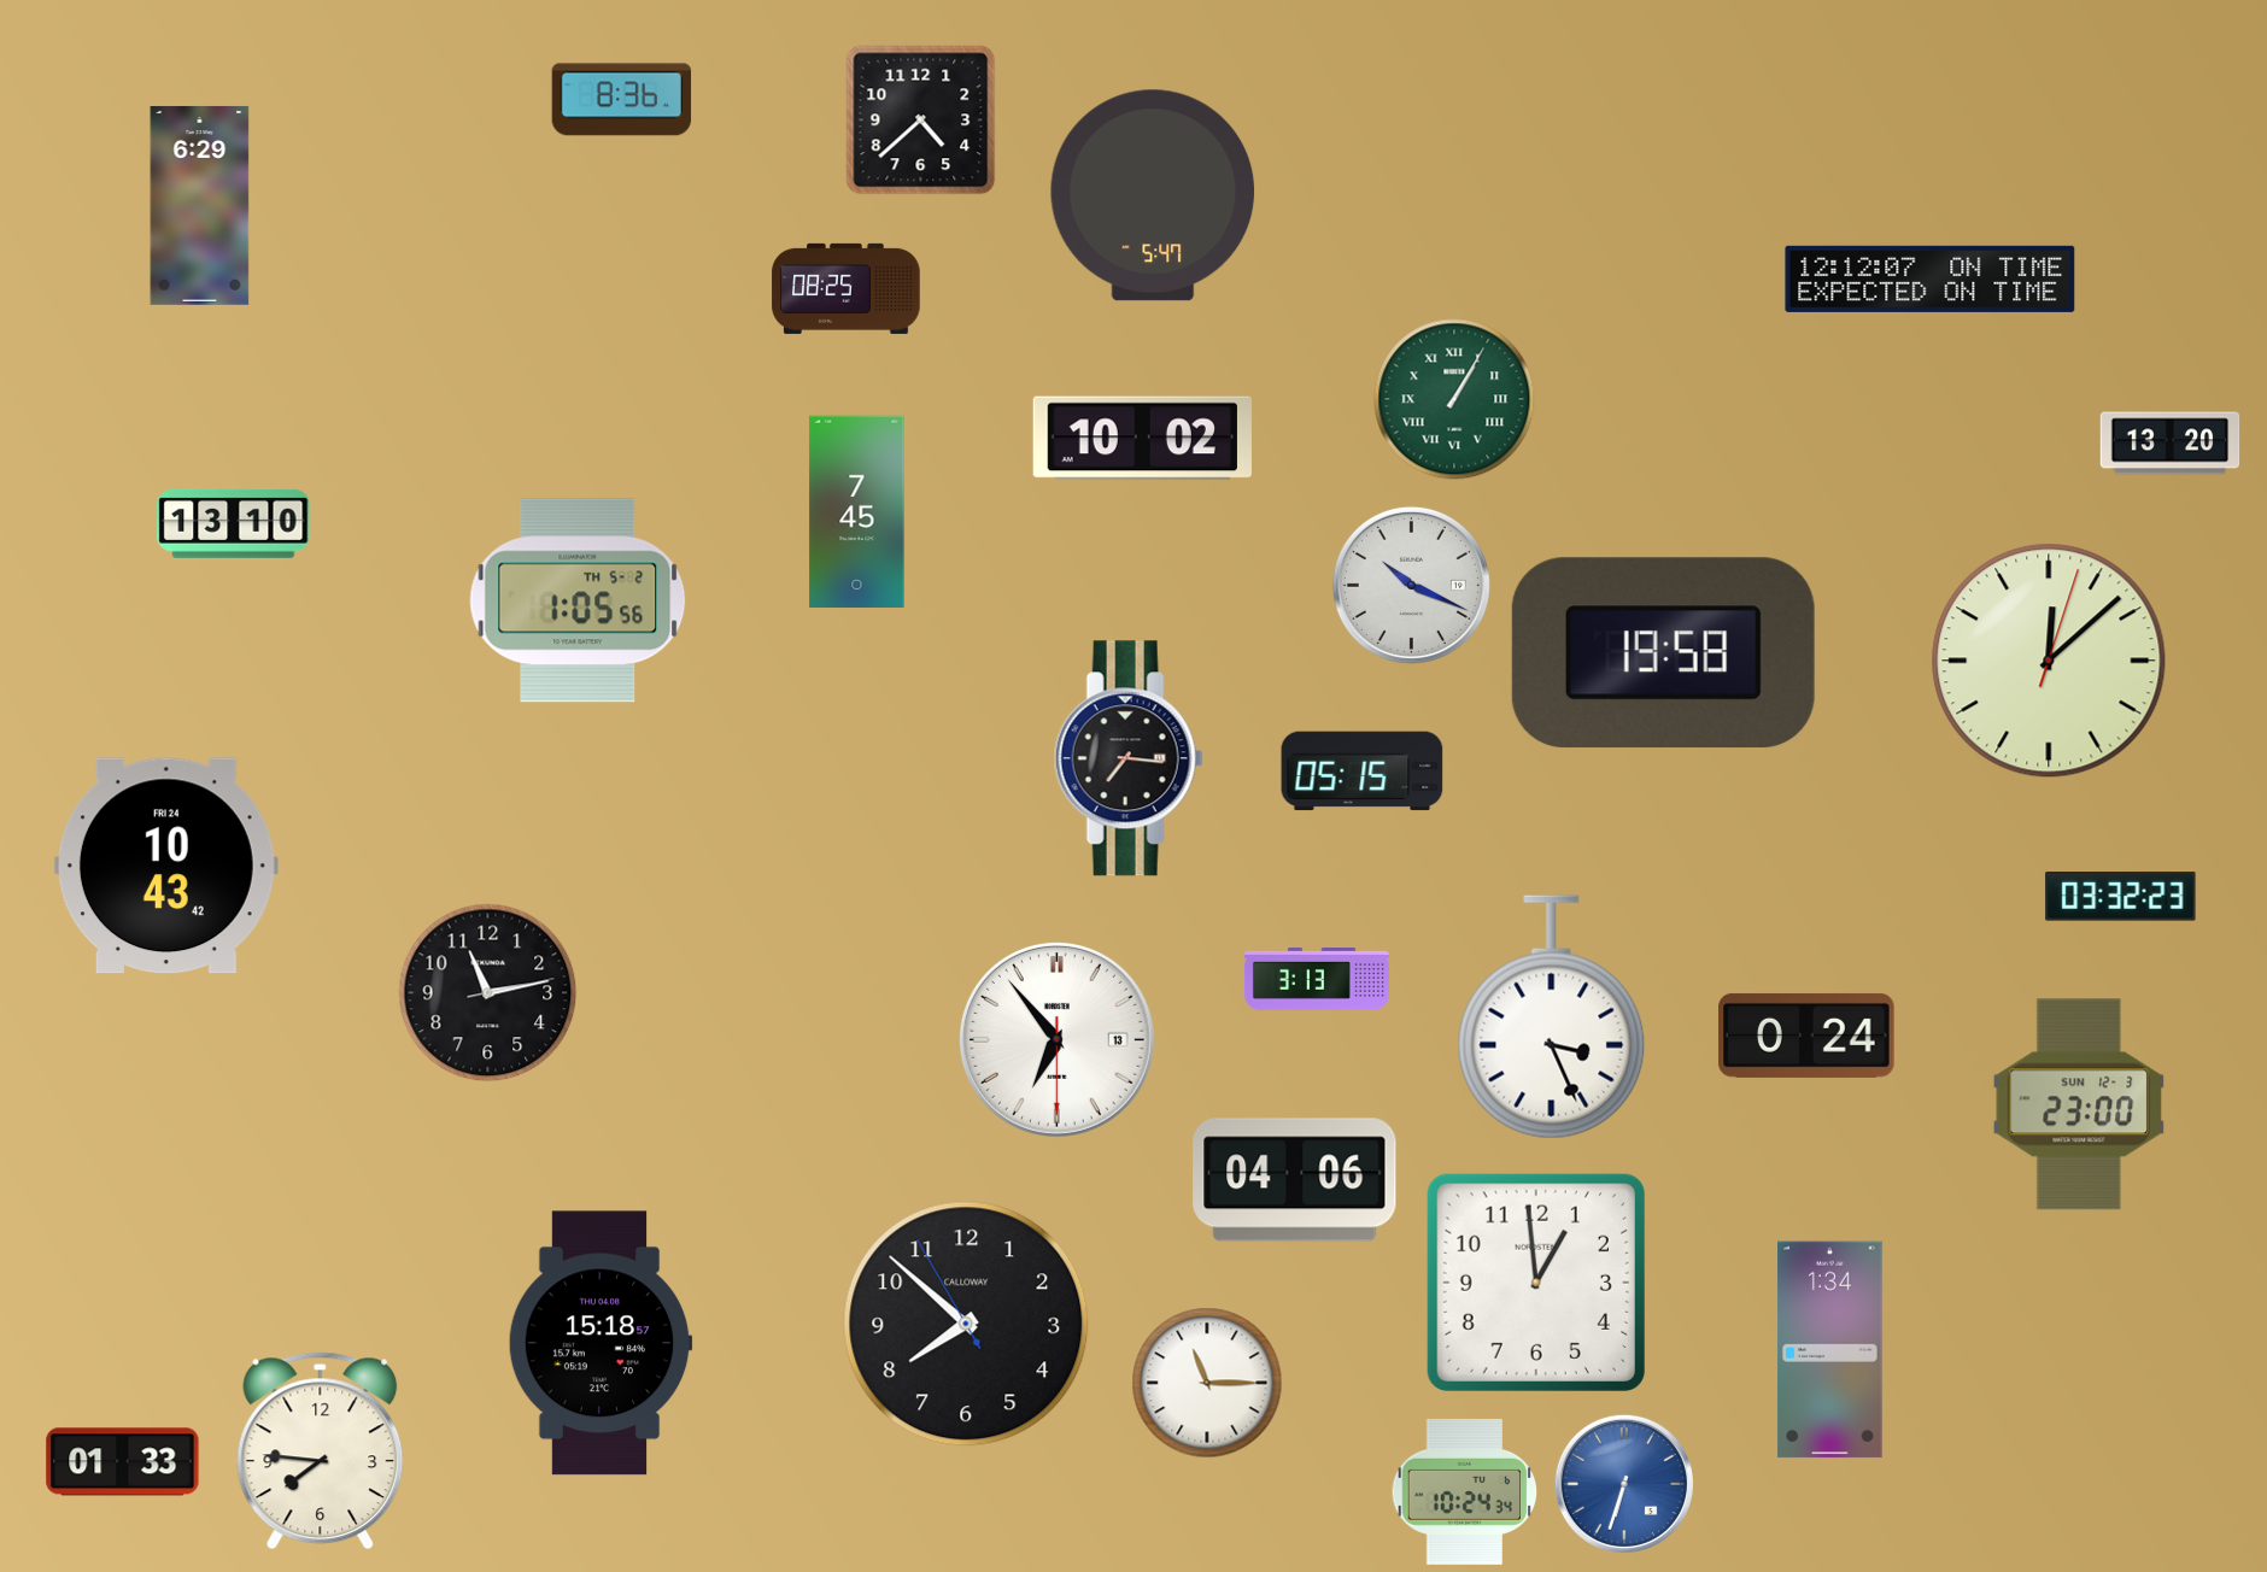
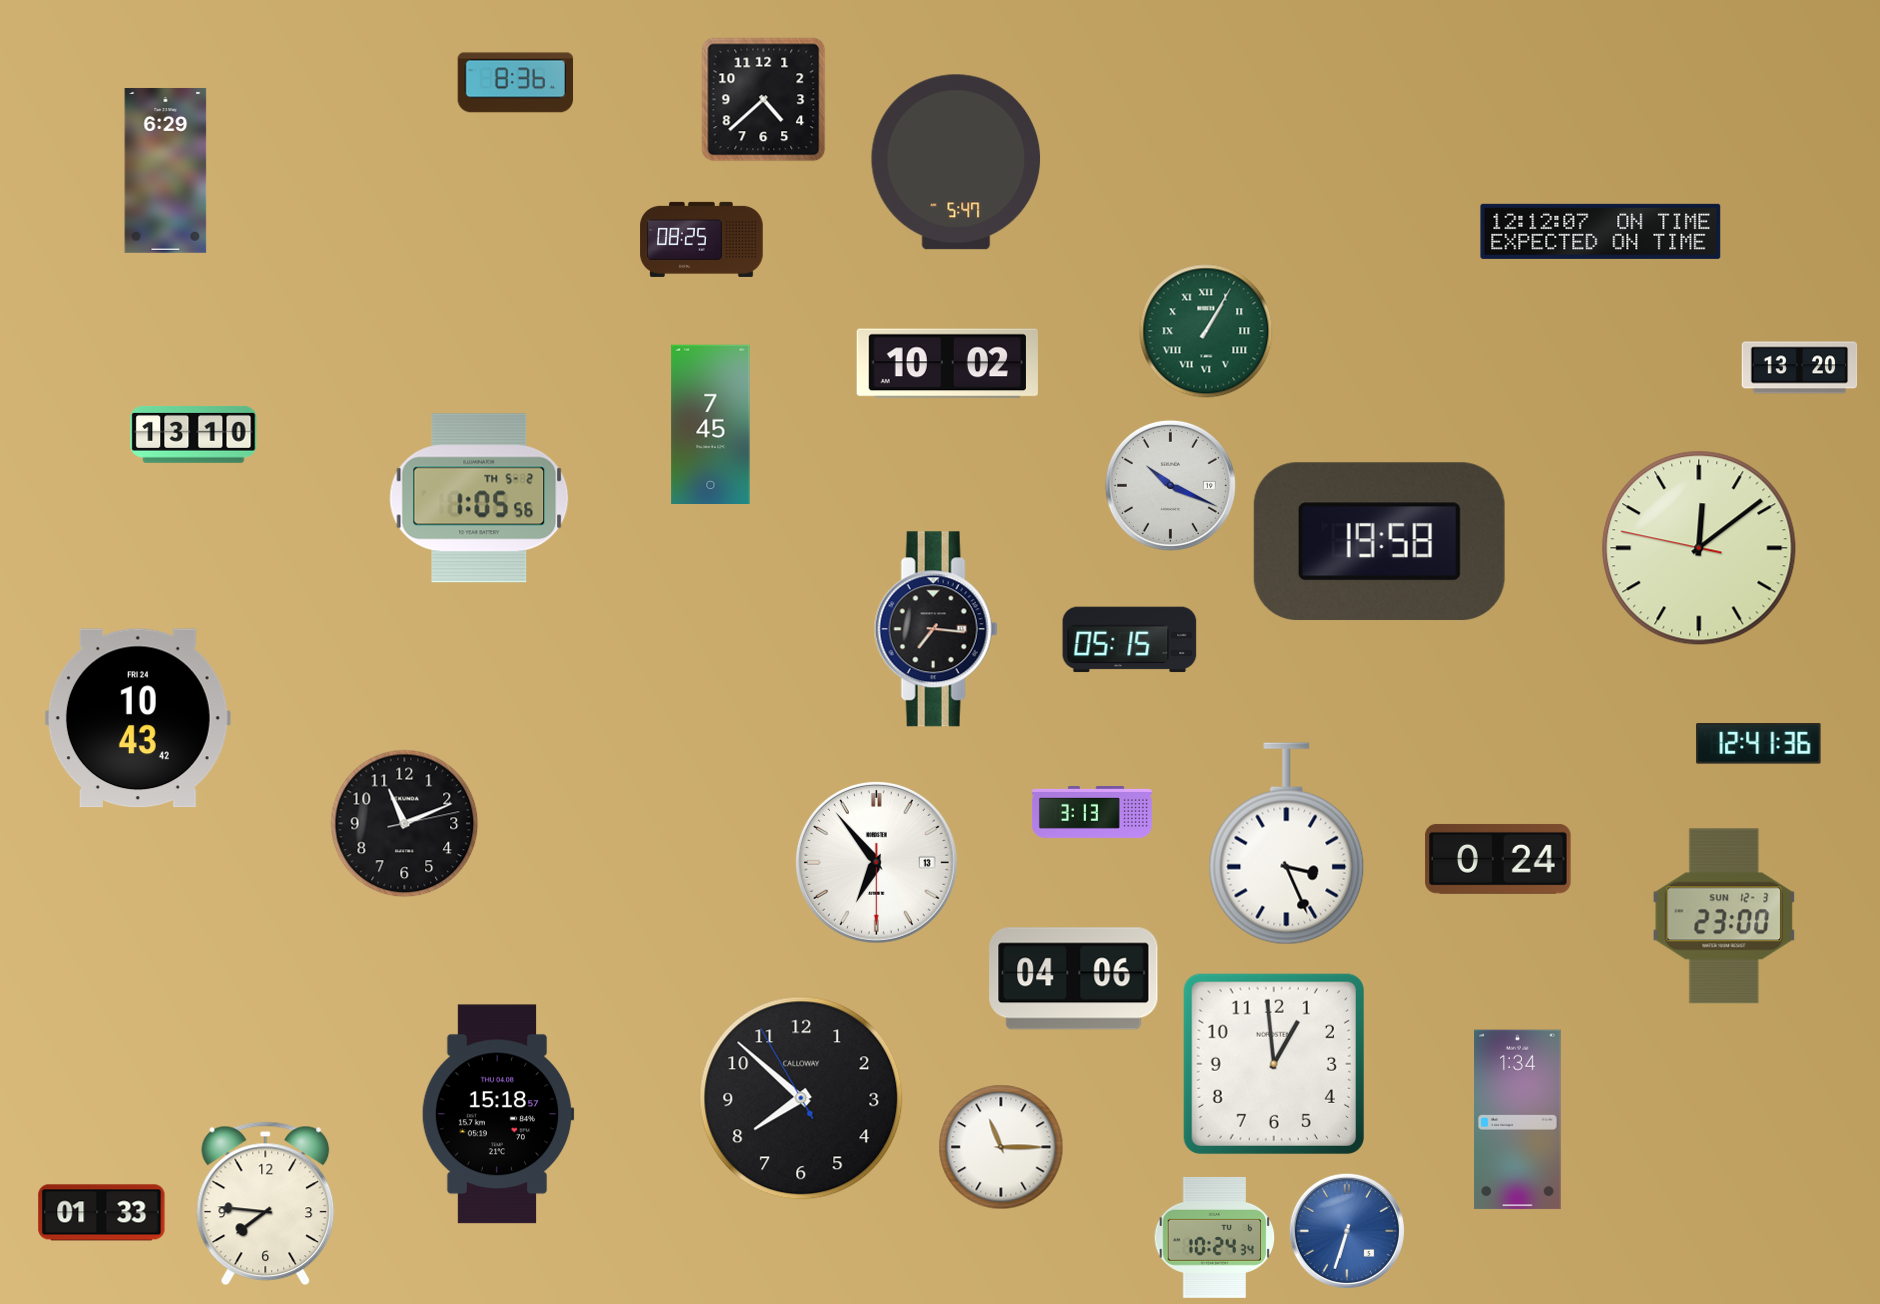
clock at (2049, 661): 12:08:03 -> 12:08:47
clock at (2121, 897): 03:32 -> 12:41
clock at (488, 993): 11:13 -> 11:11
